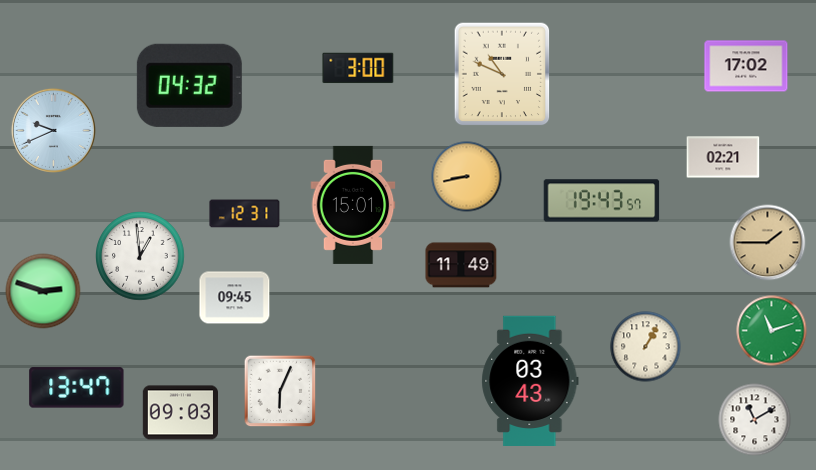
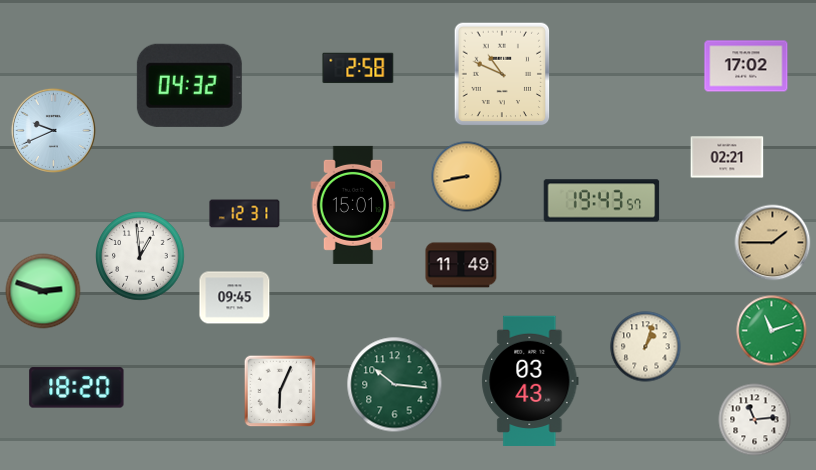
clock at (358, 68): 3:00 -> 2:58
clock at (723, 157) position: (723, 157) -> (727, 157)
clock at (768, 243) position: (768, 243) -> (773, 243)
clock at (646, 347): 1:05 -> 1:03
clock at (395, 385): none -> 10:16
clock at (77, 388): 13:47 -> 18:20
clock at (180, 413): 09:03 -> none
clock at (755, 420): 11:10 -> 11:14
